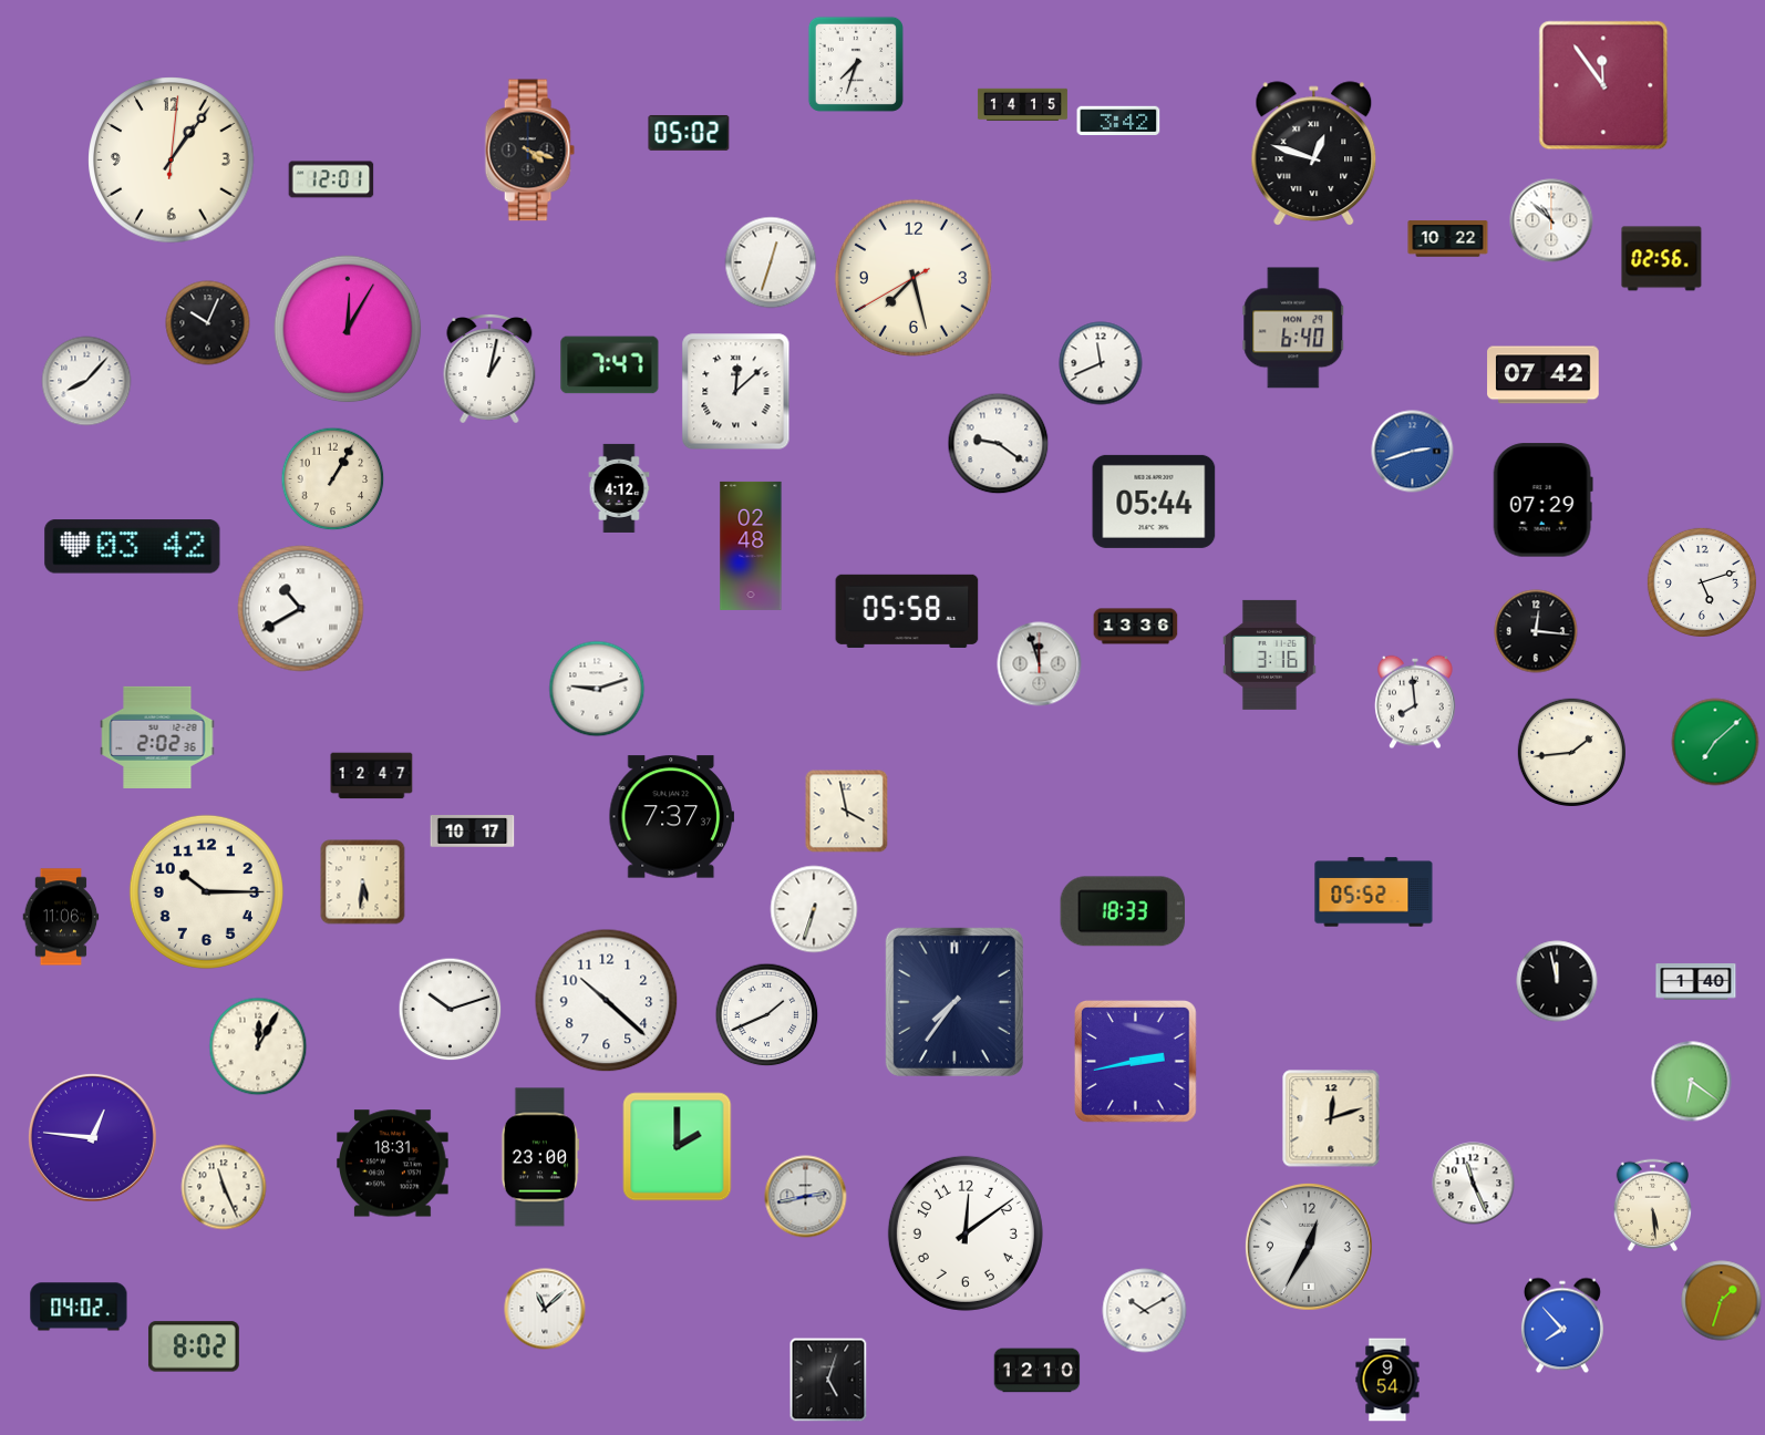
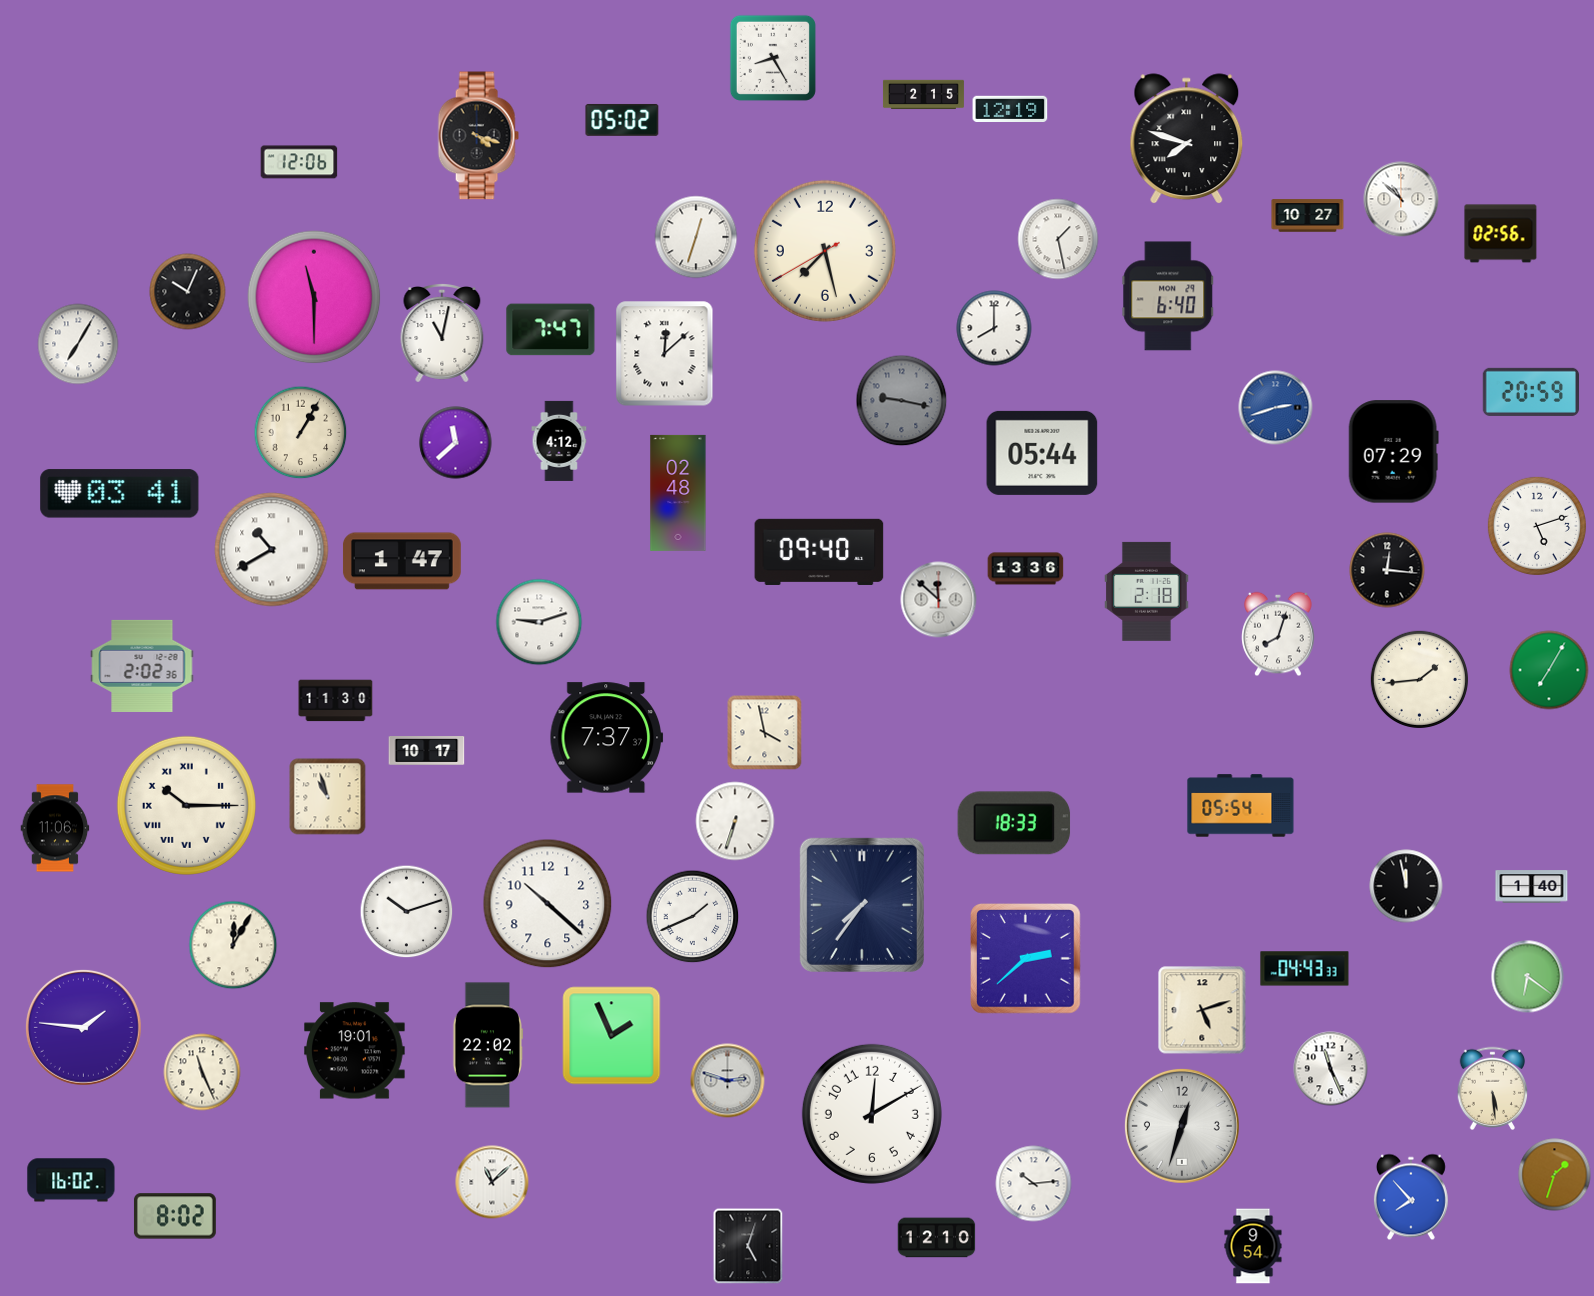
clock at (856, 64): 7:33 -> 8:25
clock at (1603, 85): 11:54 -> none
clock at (1022, 105): 14:15 -> 2:15
clock at (1118, 120): 3:42 -> 12:19
clock at (1314, 154): 12:48 -> 7:48
clock at (172, 161): 1:06 -> none
clock at (331, 179): 12:01 -> 12:06
clock at (1448, 239): 10:22 -> 10:27
clock at (1058, 239): none -> 1:28
clock at (348, 329): 12:05 -> 11:30
clock at (1101, 363): 11:41 -> 8:00
clock at (489, 370): 1:02 -> 11:02
clock at (1544, 375): 07:42 -> none
clock at (86, 381): 8:07 -> 7:05
clock at (1530, 392): none -> 20:59
clock at (999, 444): 9:21 -> 9:17
clock at (999, 444) dial: white -> grey
clock at (456, 443): none -> 11:38
clock at (133, 547): 03:42 -> 03:41
clock at (907, 611): 05:58 -> 09:40
clock at (402, 561): none -> 1:47
clock at (1136, 627) position: (1136, 627) -> (1026, 569)
clock at (1270, 654): 3:16 -> 2:18
clock at (1040, 664): 11:57 -> 11:52
clock at (1415, 702): 7:59 -> 8:03
clock at (1715, 742): 7:08 -> 7:05
clock at (372, 776): 12:47 -> 11:30
clock at (363, 882): 5:31 -> 10:57
clock at (206, 891) numerals: Arabic -> Roman
clock at (1374, 892): 05:52 -> 05:54
clock at (1136, 1062): 2:43 -> 2:38
clock at (1305, 969): none -> 04:43
clock at (1331, 1118): 12:12 -> 5:12
clock at (92, 1137): 12:46 -> 1:46
clock at (678, 1147): 2:00 -> 1:56
clock at (540, 1157): 23:00 -> 22:02
clock at (393, 1164): 18:31 -> 19:01
clock at (806, 1197): 2:43 -> 2:48
clock at (966, 1233): 12:09 -> 12:10
clock at (1309, 1247): 12:35 -> 12:33
clock at (79, 1307): 04:02 -> 16:02
clock at (1145, 1311): 10:10 -> 10:14
